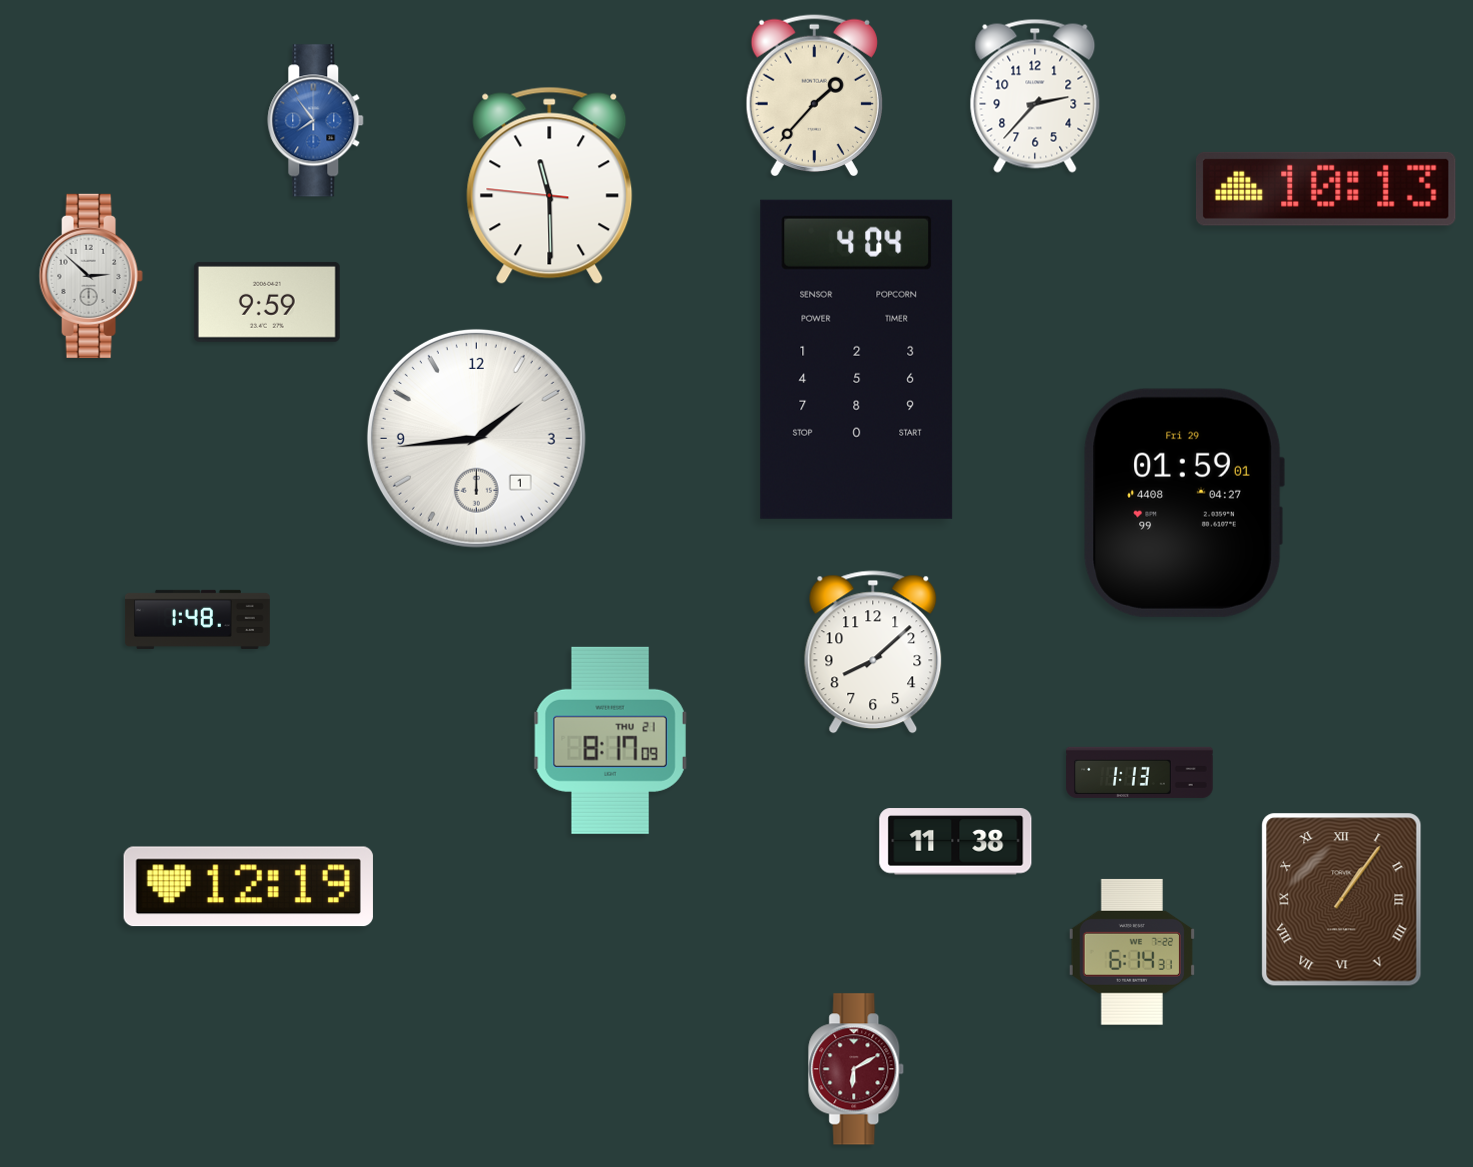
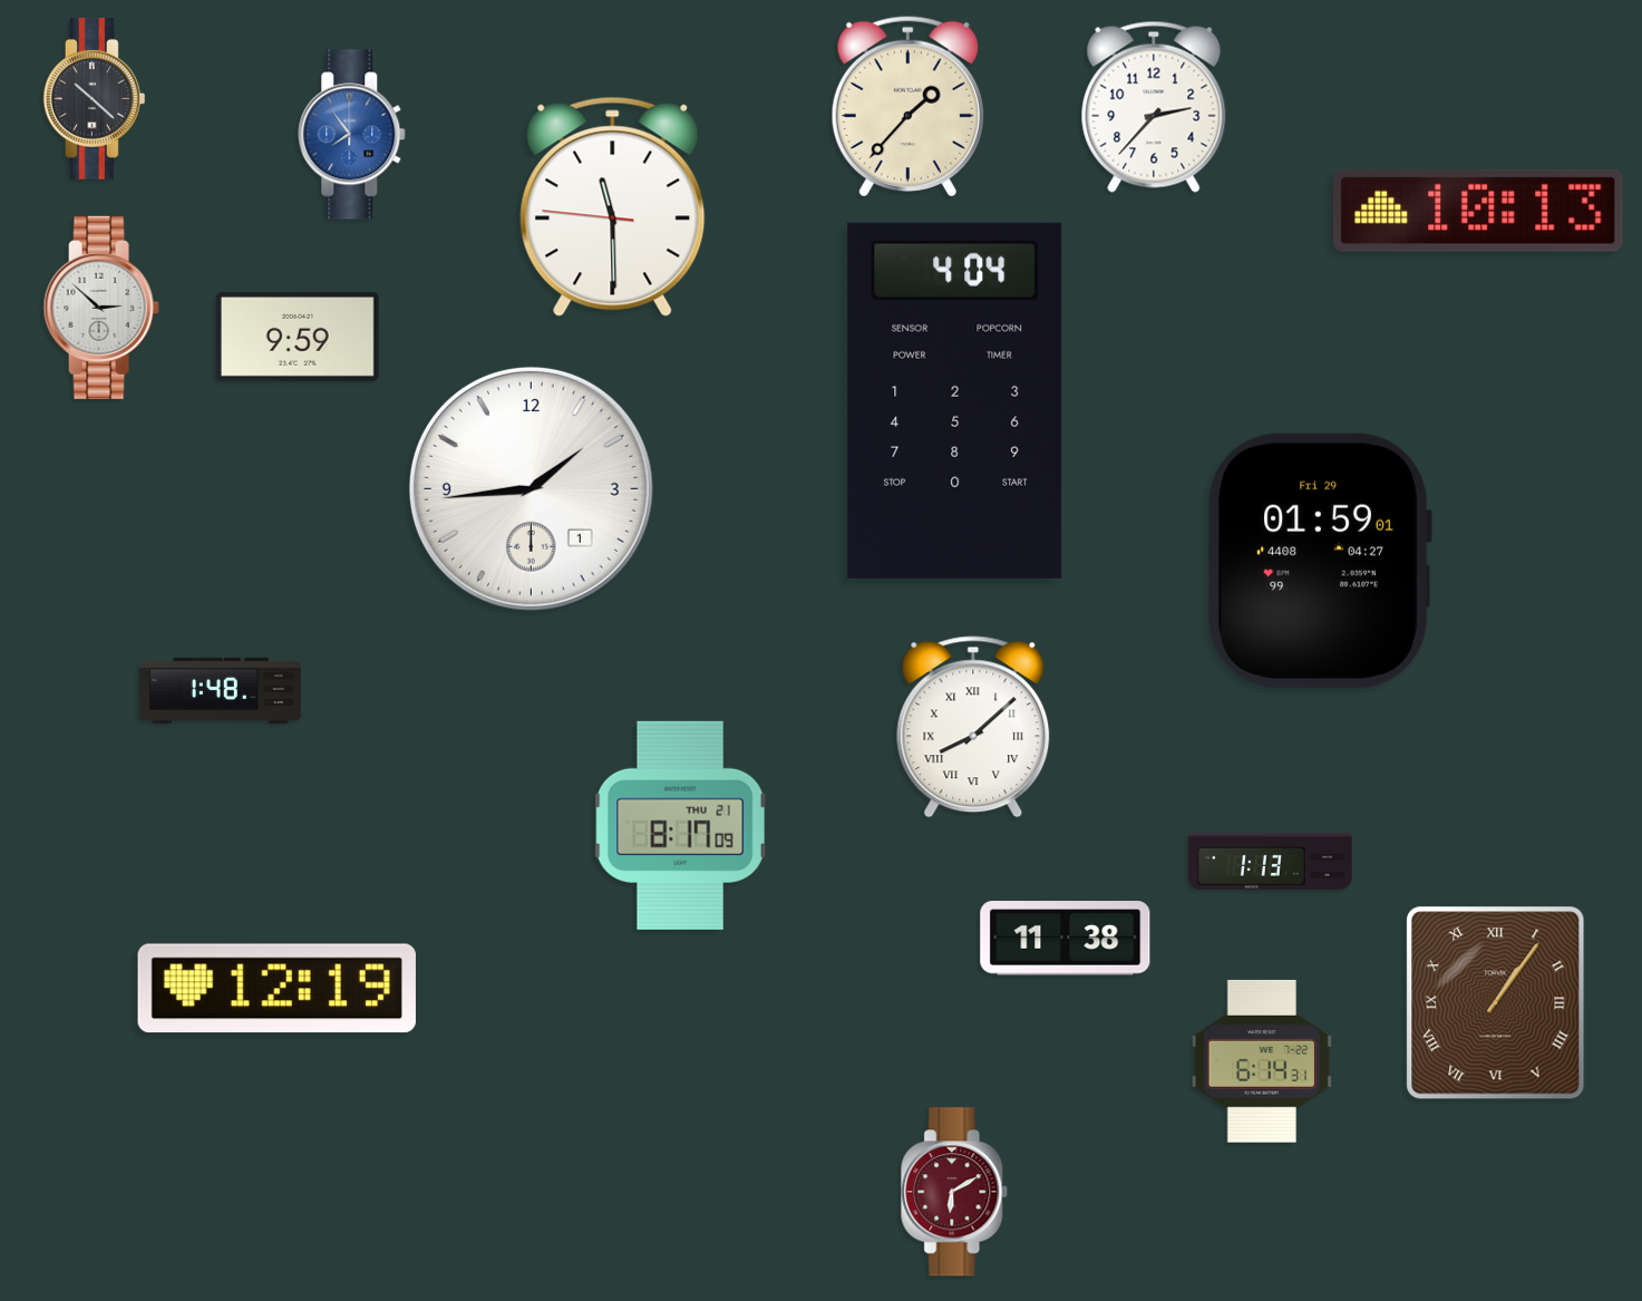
clock at (94, 98): none -> 10:22
clock at (873, 652) numerals: Arabic -> Roman
